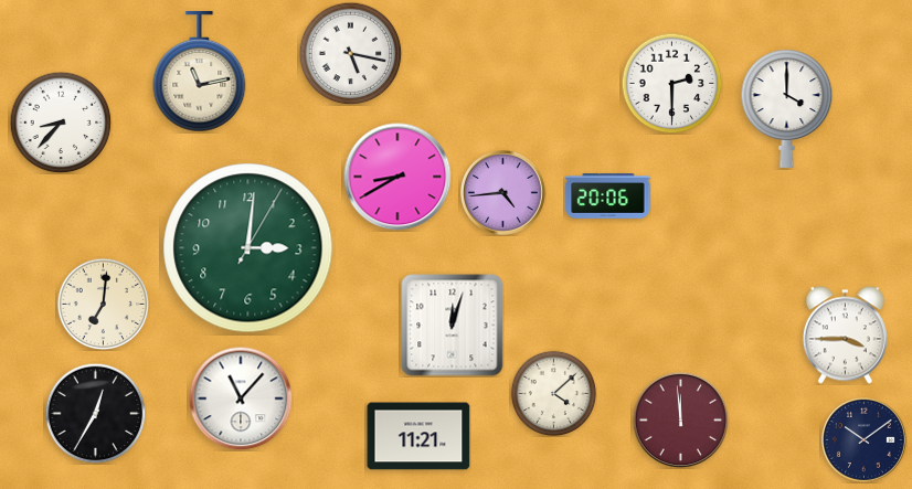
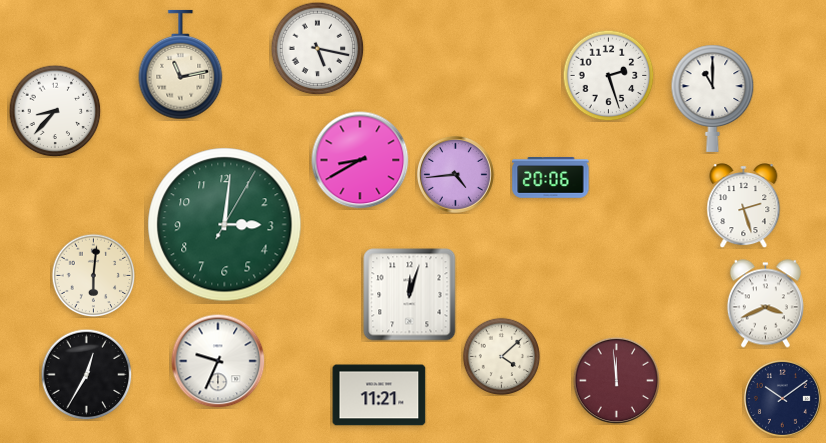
clock at (671, 83): 2:30 -> 2:27
clock at (787, 108): 4:00 -> 11:00
clock at (744, 206): none -> 2:27
clock at (103, 304): 7:01 -> 6:01
clock at (845, 336): 3:45 -> 3:41
clock at (241, 398): 11:07 -> 9:34
